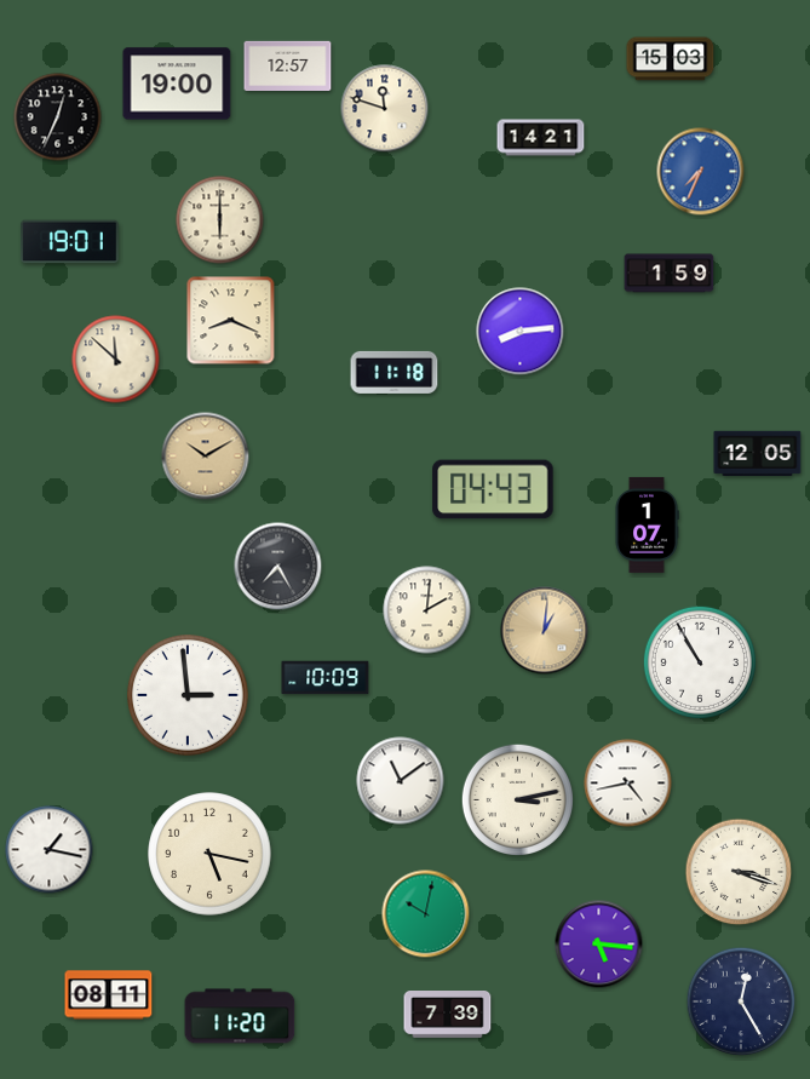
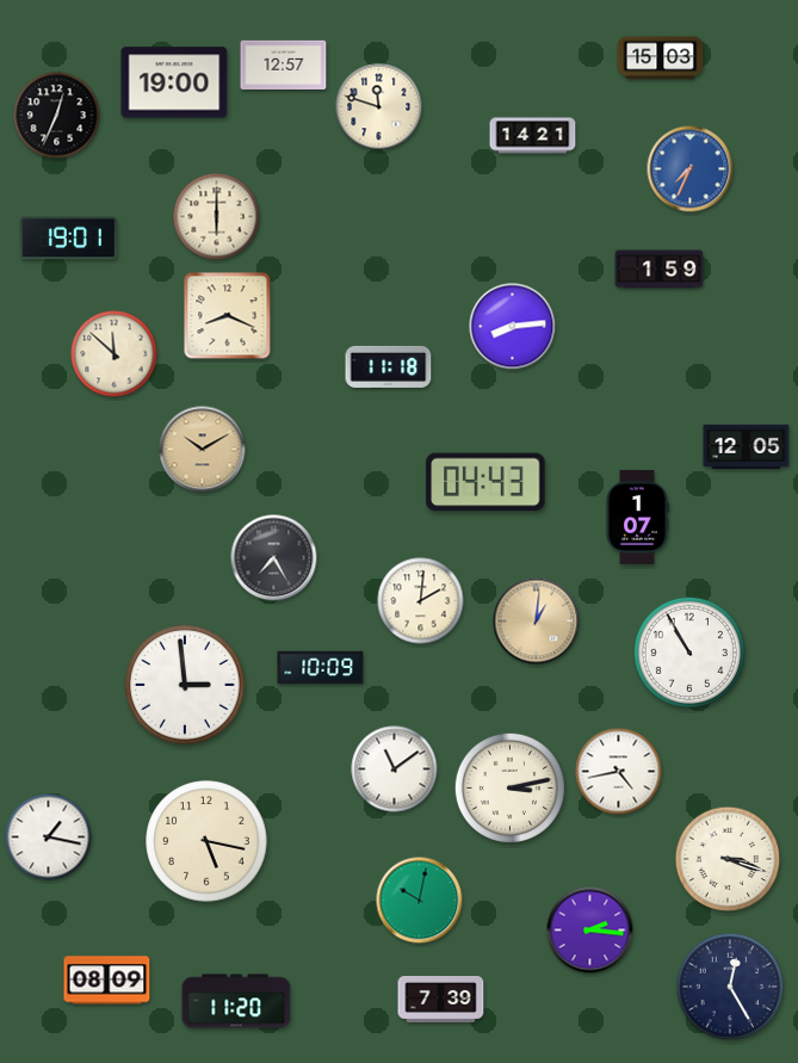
clock at (599, 945): 5:16 -> 2:16
clock at (109, 995): 08:11 -> 08:09
